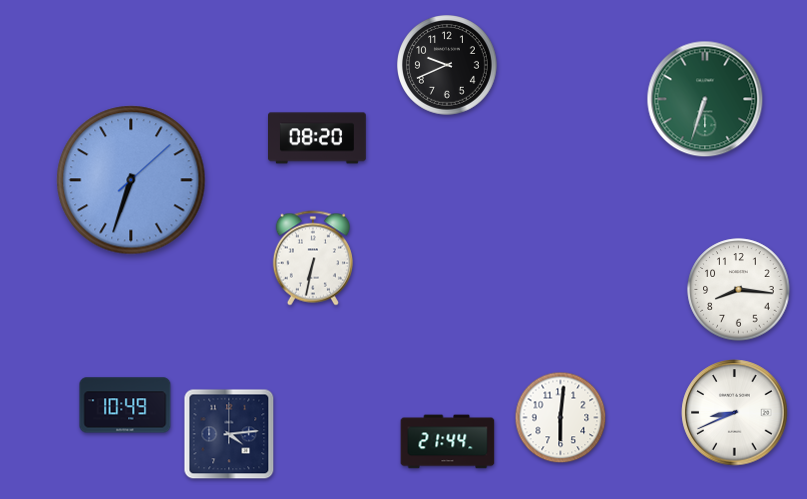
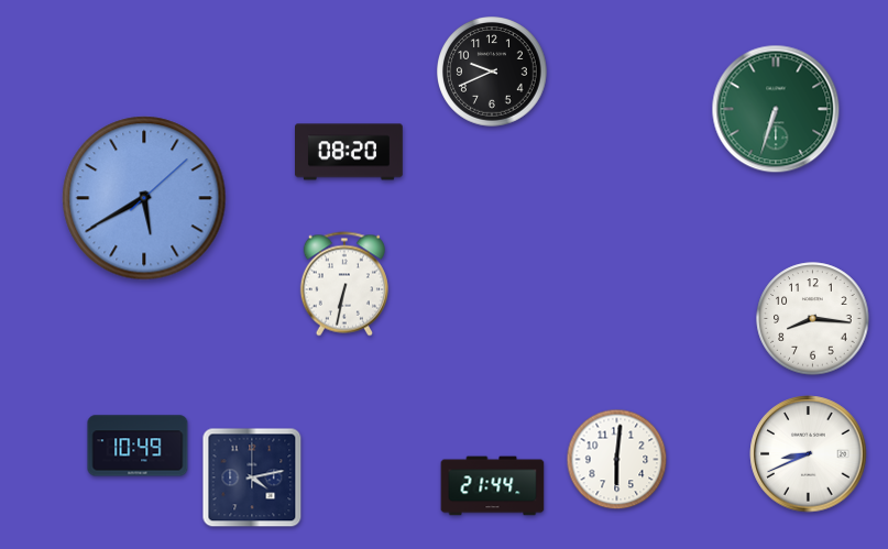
clock at (131, 180): 6:33 -> 5:40
clock at (229, 434): 4:14 -> 4:13
